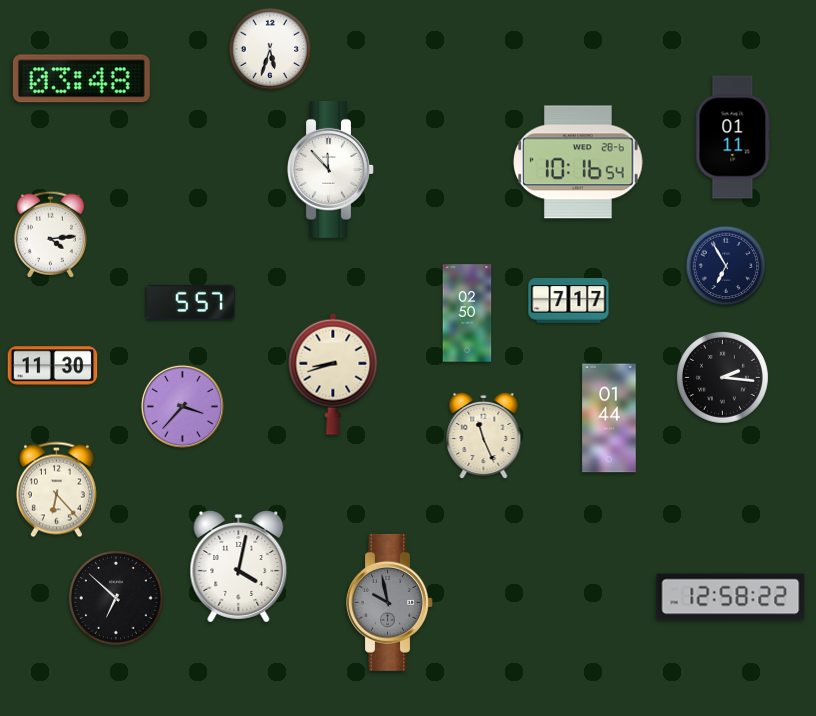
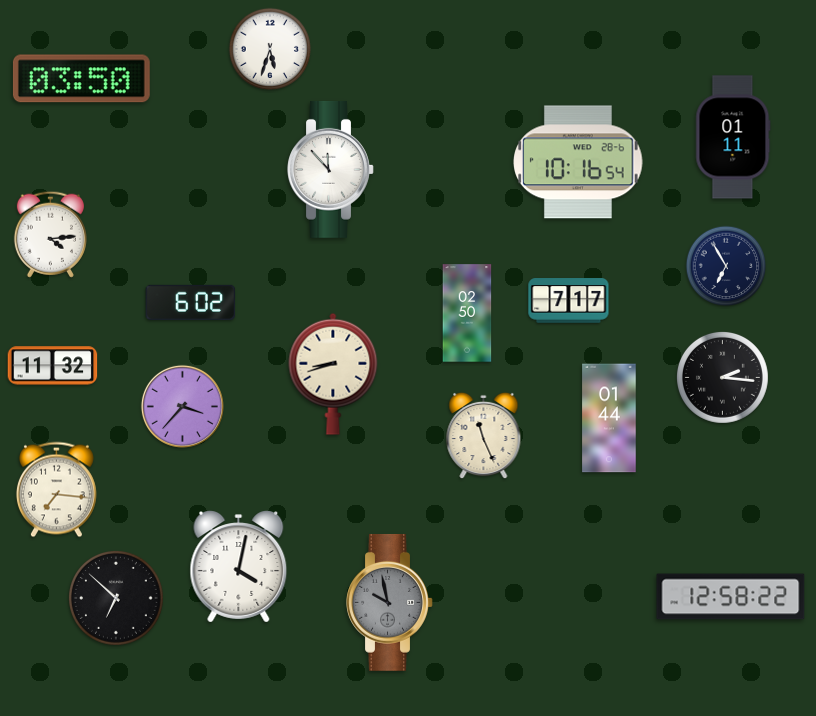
clock at (81, 79): 03:48 -> 03:50
clock at (191, 302): 5:57 -> 6:02
clock at (53, 366): 11:30 -> 11:32
clock at (56, 490): 6:23 -> 7:16
